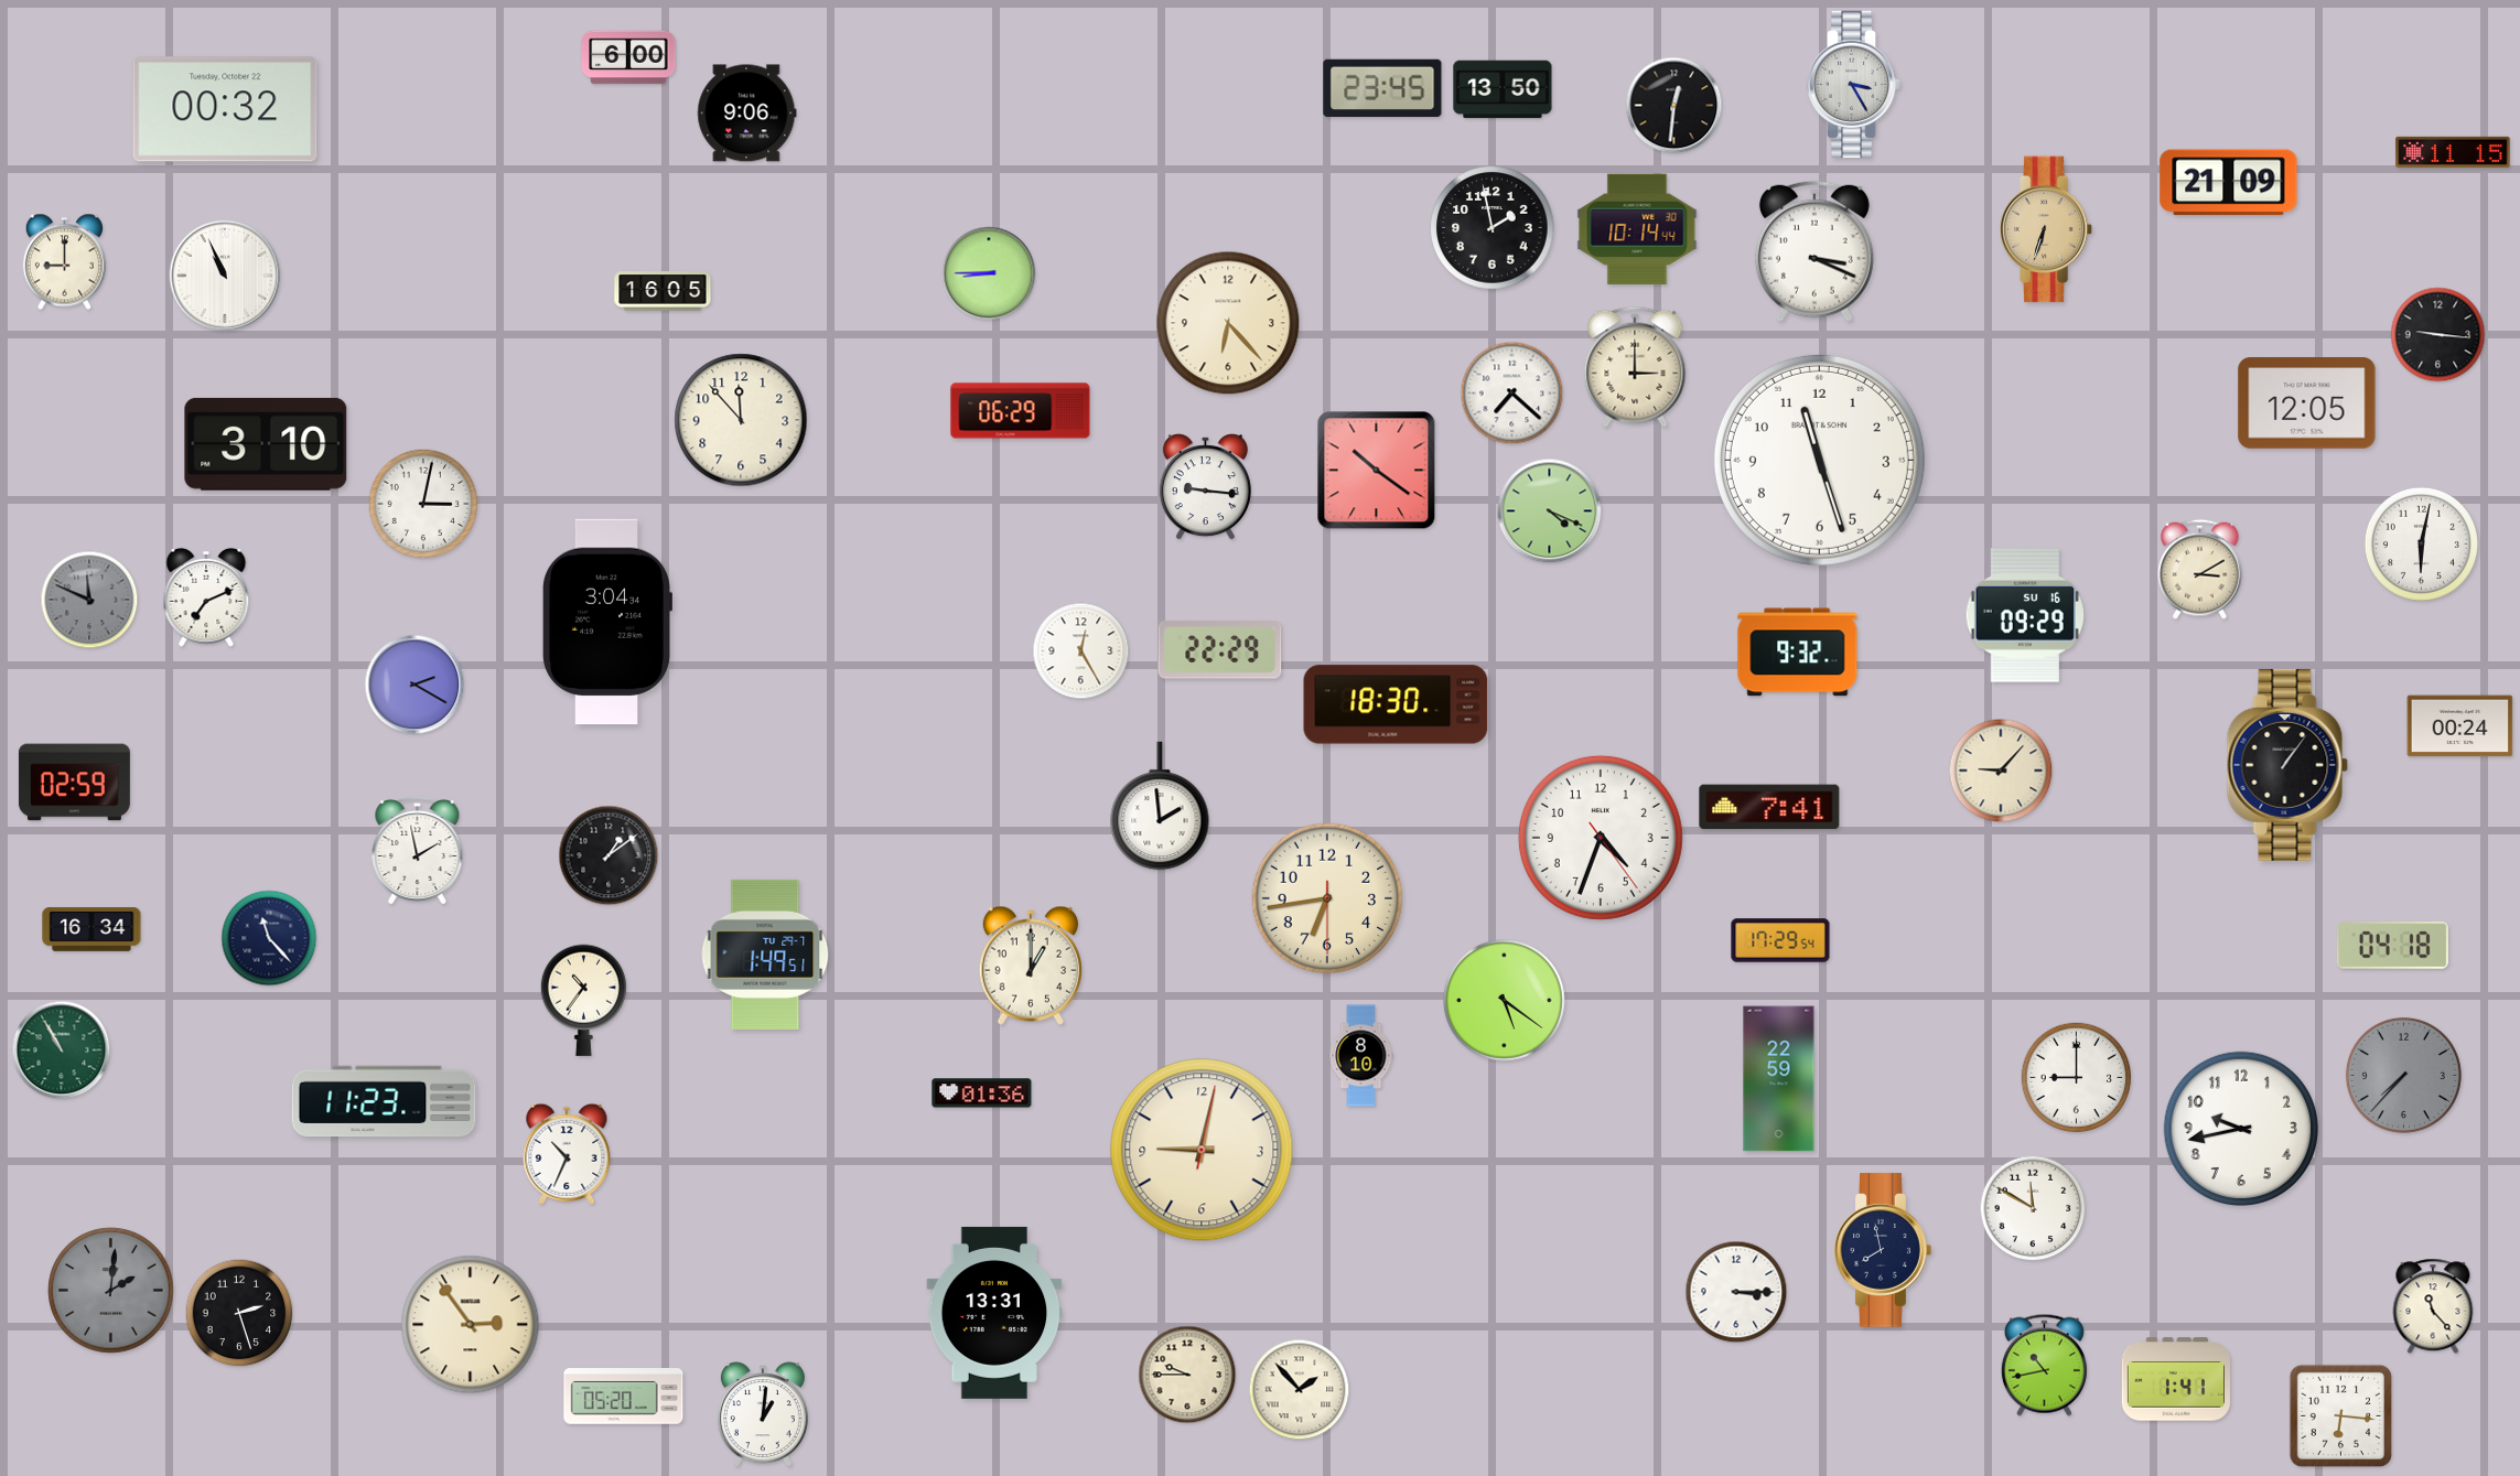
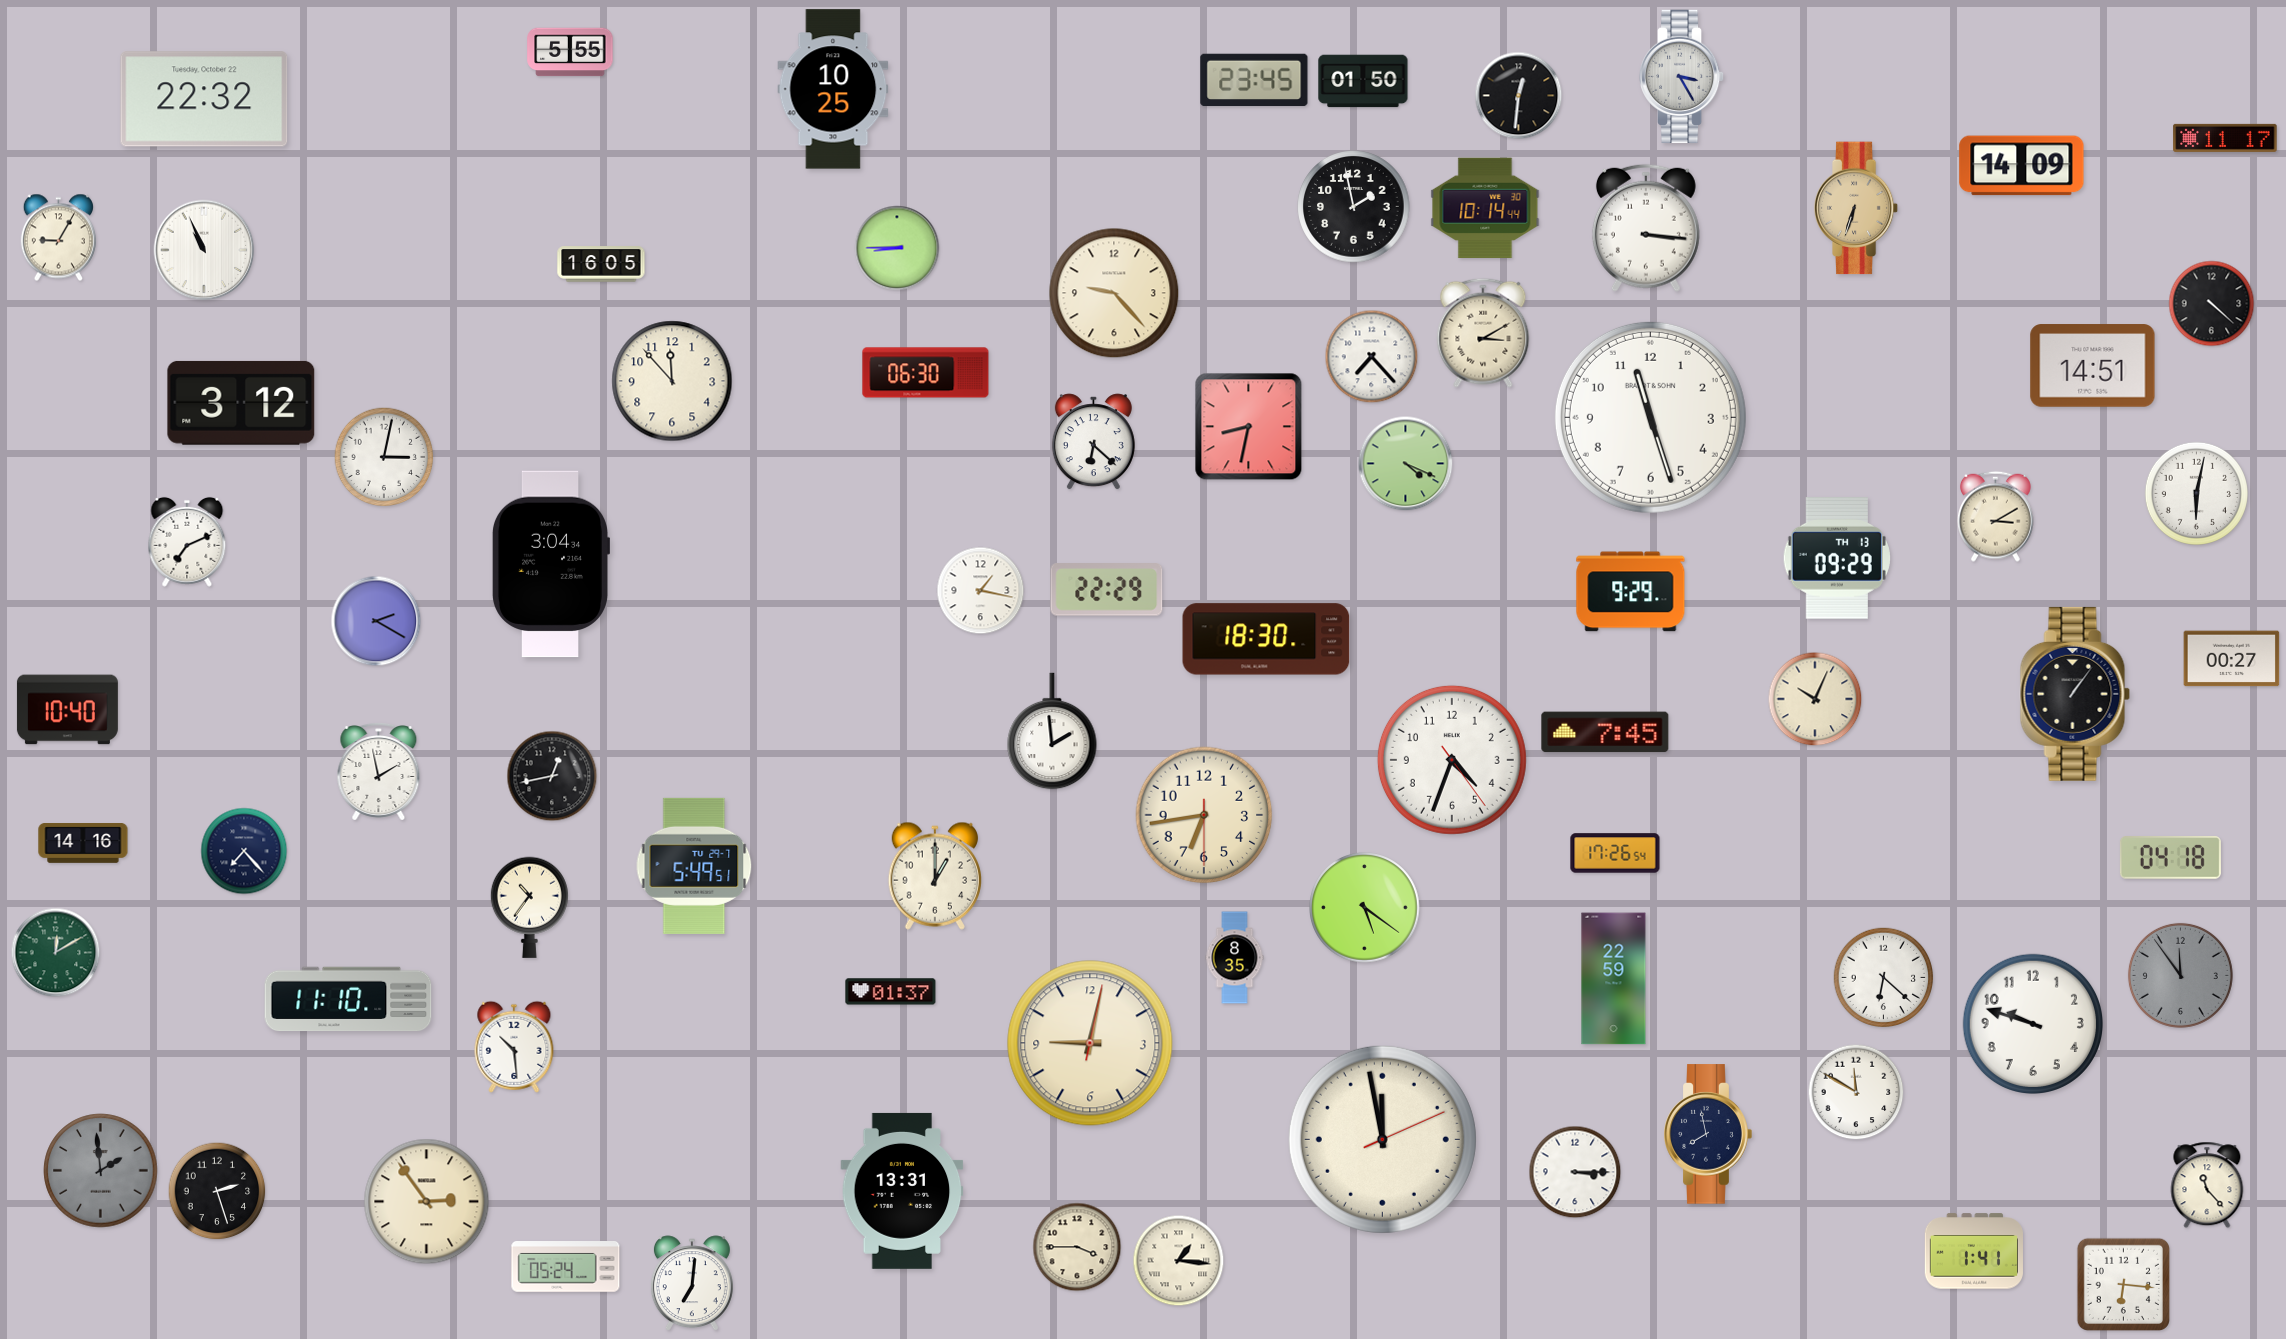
clock at (628, 57): 6:00 -> 5:55
clock at (1503, 89): 13:50 -> 01:50
clock at (833, 89): none -> 10:25
clock at (225, 109): 00:32 -> 22:32
clock at (747, 114): 9:06 -> none
clock at (2453, 152): 11:15 -> 11:17
clock at (2229, 183): 21:09 -> 14:09
clock at (1814, 251): 3:19 -> 3:16
clock at (64, 262): 9:00 -> 9:05
clock at (1228, 323): 6:23 -> 9:23
clock at (2438, 335): 9:16 -> 4:22
clock at (1635, 367): 3:00 -> 3:10
clock at (1512, 394): 7:22 -> 7:23
clock at (2307, 403): 12:05 -> 14:51
clock at (1021, 411): 06:29 -> 06:30
clock at (266, 444): 3:10 -> 3:12
clock at (1377, 471): 10:21 -> 8:32
clock at (1205, 487): 9:16 -> 6:22
clock at (89, 600): 11:49 -> none
clock at (2025, 616) date: SU 16 -> TH 13
clock at (1081, 651): 12:25 -> 1:17
clock at (1798, 653): 9:32 -> 9:29
clock at (2460, 726): 00:24 -> 00:27
clock at (2001, 771): 9:07 -> 10:04
clock at (74, 783): 02:59 -> 10:40
clock at (1769, 807): 7:41 -> 7:45
clock at (609, 855): 1:09 -> 12:43
clock at (91, 930): 16:34 -> 14:16
clock at (269, 938): 11:23 -> 7:23
clock at (1780, 940): 17:29 -> 17:26
clock at (765, 955): 1:49 -> 5:49
clock at (62, 1051): 10:55 -> 12:10
clock at (1361, 1056): 8:10 -> 8:35
clock at (2403, 1075): 7:37 -> 11:54
clock at (2077, 1078): 9:00 -> 6:22
clock at (982, 1093): 01:36 -> 01:37
clock at (384, 1101): 11:23 -> 11:10
clock at (2240, 1128): 9:43 -> 9:48
clock at (567, 1154): 10:34 -> 10:29
clock at (2033, 1208) position: (2033, 1208) -> (1856, 1092)
clock at (1382, 1139): none -> 11:58
clock at (111, 1291): 2:01 -> 1:59
clock at (2044, 1365): 10:43 -> none
clock at (1187, 1375): 9:45 -> 3:45
clock at (1300, 1390): 1:53 -> 1:16
clock at (624, 1397): 05:20 -> 05:24
clock at (763, 1415): 1:01 -> 7:01
